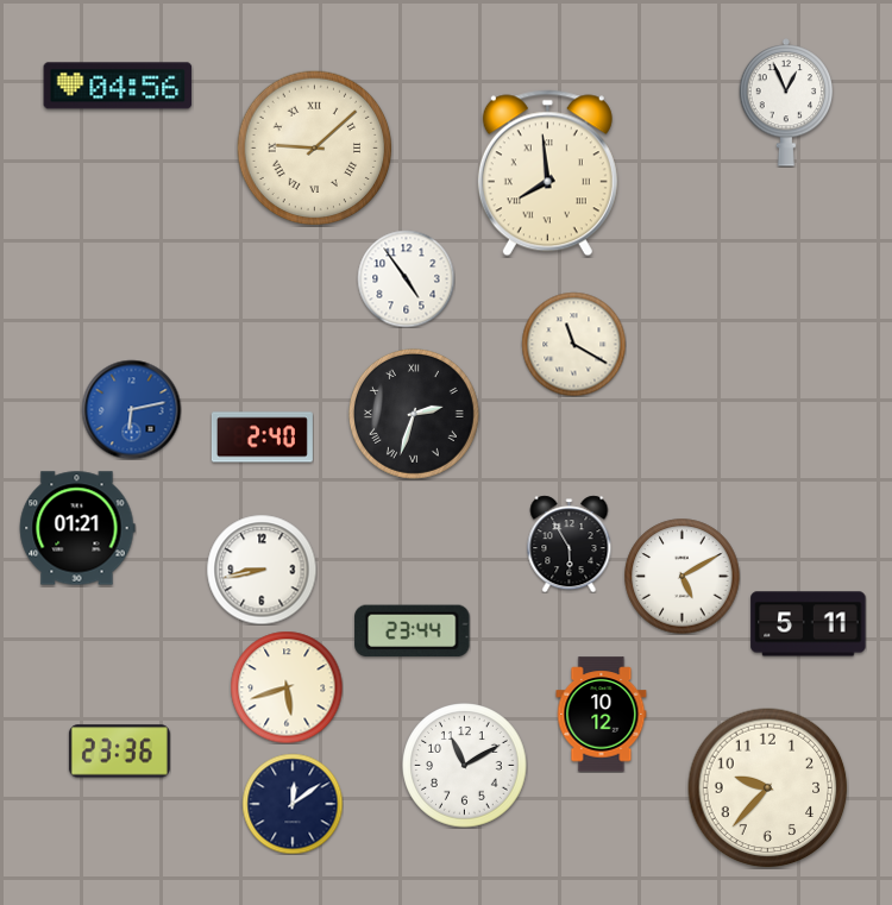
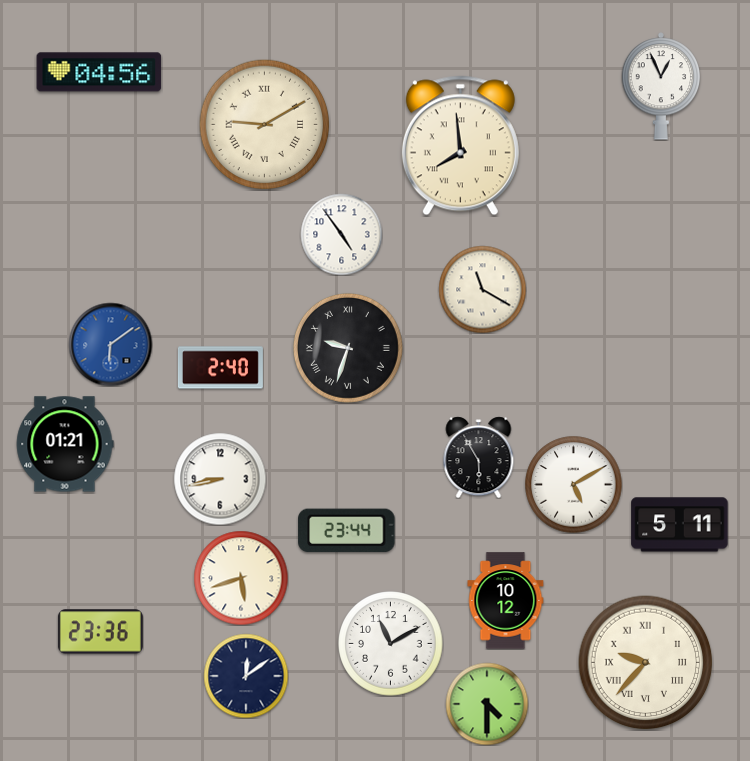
clock at (315, 149): 9:08 -> 9:10
clock at (131, 409): 6:13 -> 6:09
clock at (414, 414): 2:33 -> 9:33
clock at (768, 788) numerals: Arabic -> Roman
clock at (487, 704): none -> 4:30
